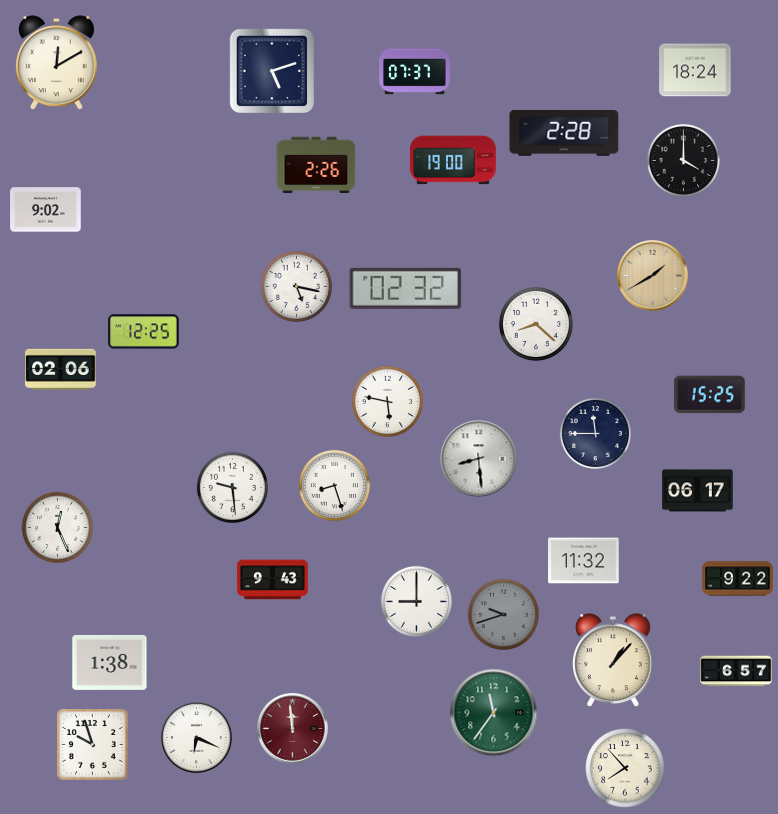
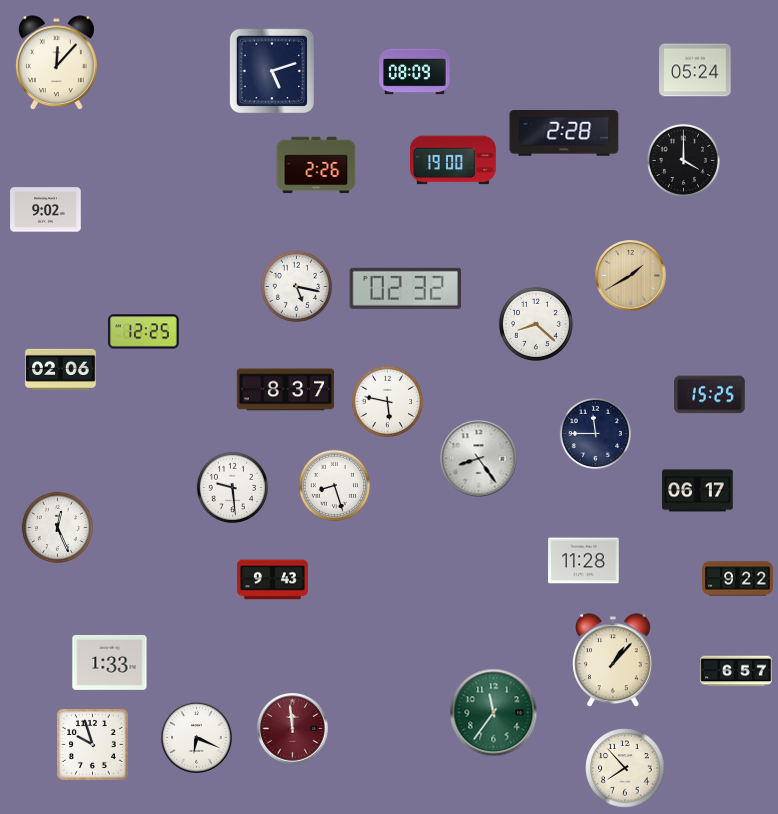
clock at (56, 63): 12:10 -> 12:07
clock at (695, 70): 18:24 -> 05:24
clock at (415, 72): 07:37 -> 08:09
clock at (653, 276) position: (653, 276) -> (631, 276)
clock at (286, 390): none -> 8:37
clock at (479, 459): 8:29 -> 8:24
clock at (584, 561): 11:32 -> 11:28
clock at (416, 601): 9:00 -> none
clock at (503, 614): 9:42 -> none
clock at (110, 663): 1:38 -> 1:33
